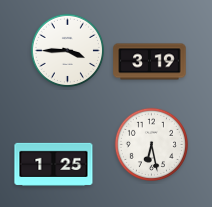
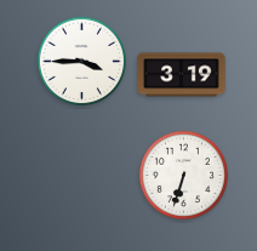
clock at (151, 144): 6:28 -> 6:33
clock at (54, 164): 1:25 -> none
